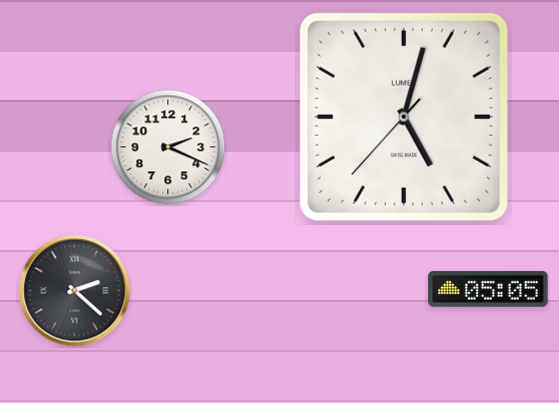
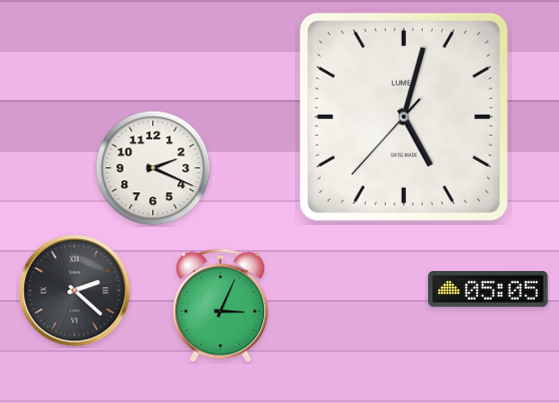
clock at (168, 147) position: (168, 147) -> (153, 168)
clock at (221, 306): none -> 3:04
